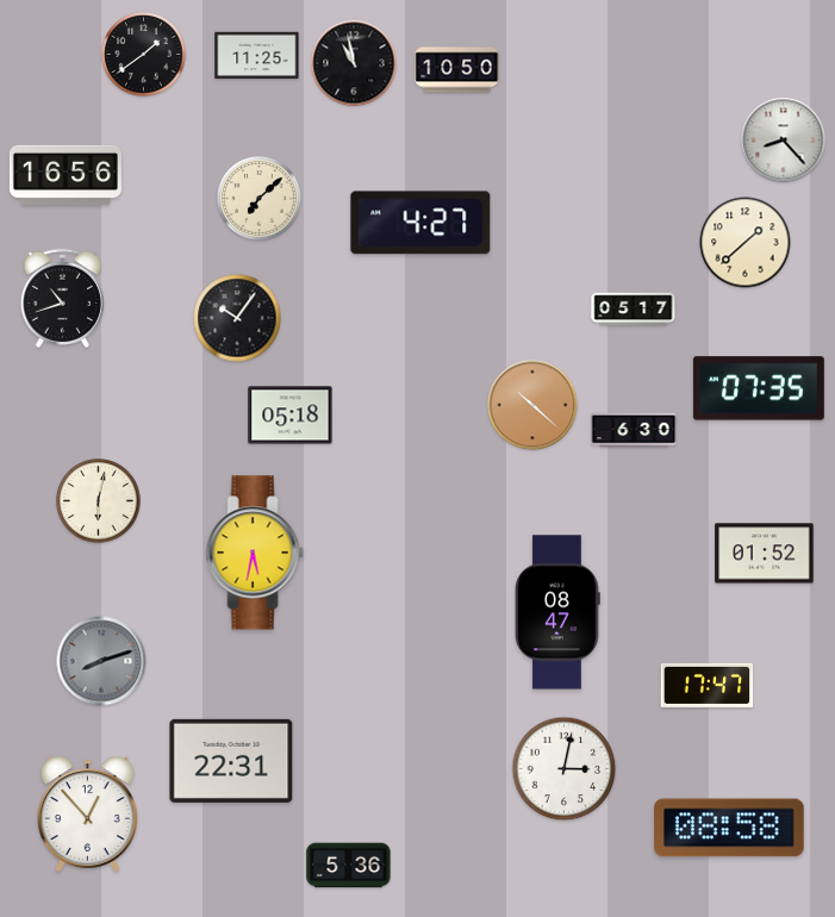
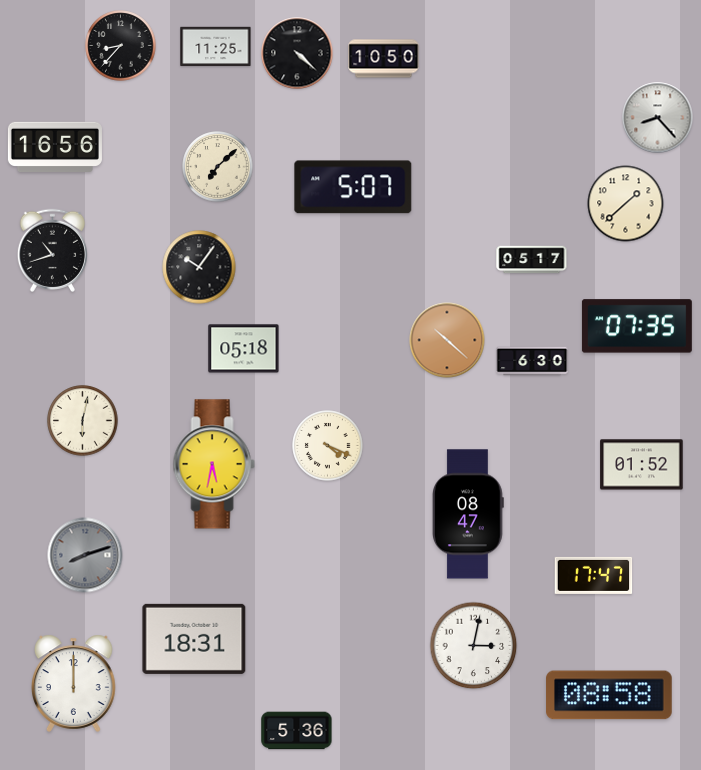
clock at (144, 55): 1:39 -> 8:37
clock at (354, 63): 10:58 -> 4:22
clock at (420, 223): 4:27 -> 5:07
clock at (328, 446): none -> 4:19
clock at (231, 761): 22:31 -> 18:31
clock at (88, 813): 12:53 -> 12:00
clock at (729, 828) position: (729, 828) -> (609, 695)
clock at (349, 866) position: (349, 866) -> (297, 731)
